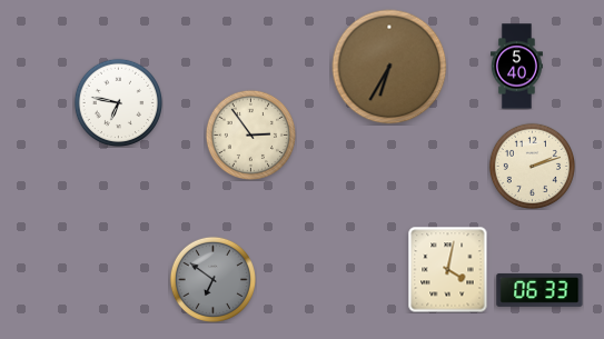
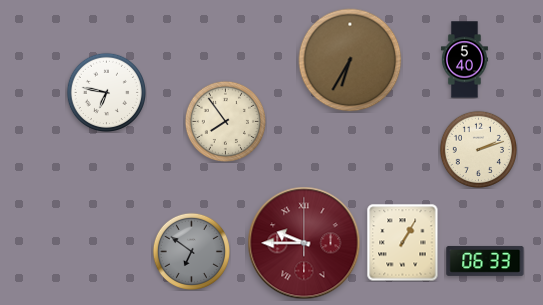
clock at (250, 134): 2:54 -> 7:54
clock at (448, 269): 4:02 -> 1:05
clock at (304, 243): none -> 9:45
